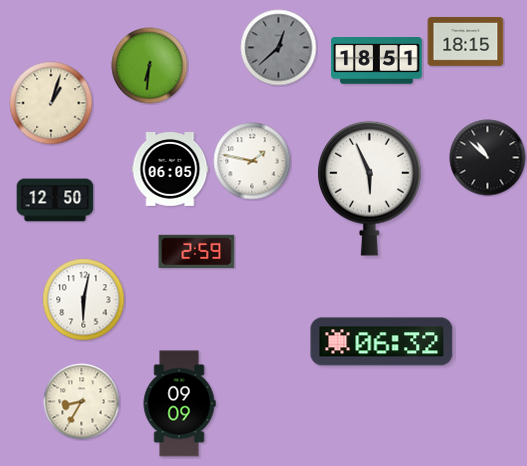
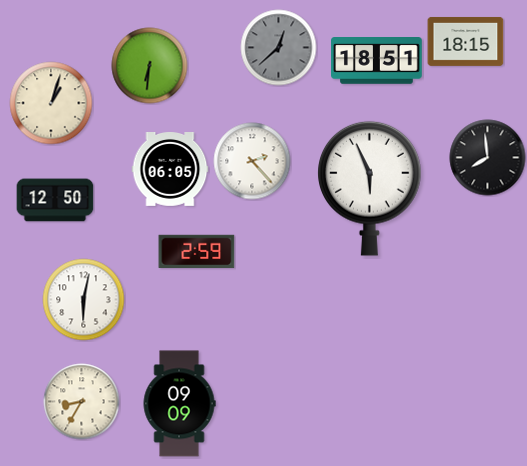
clock at (488, 158): 10:52 -> 7:59
clock at (252, 161): 1:47 -> 2:23
clock at (382, 342): 06:32 -> none
